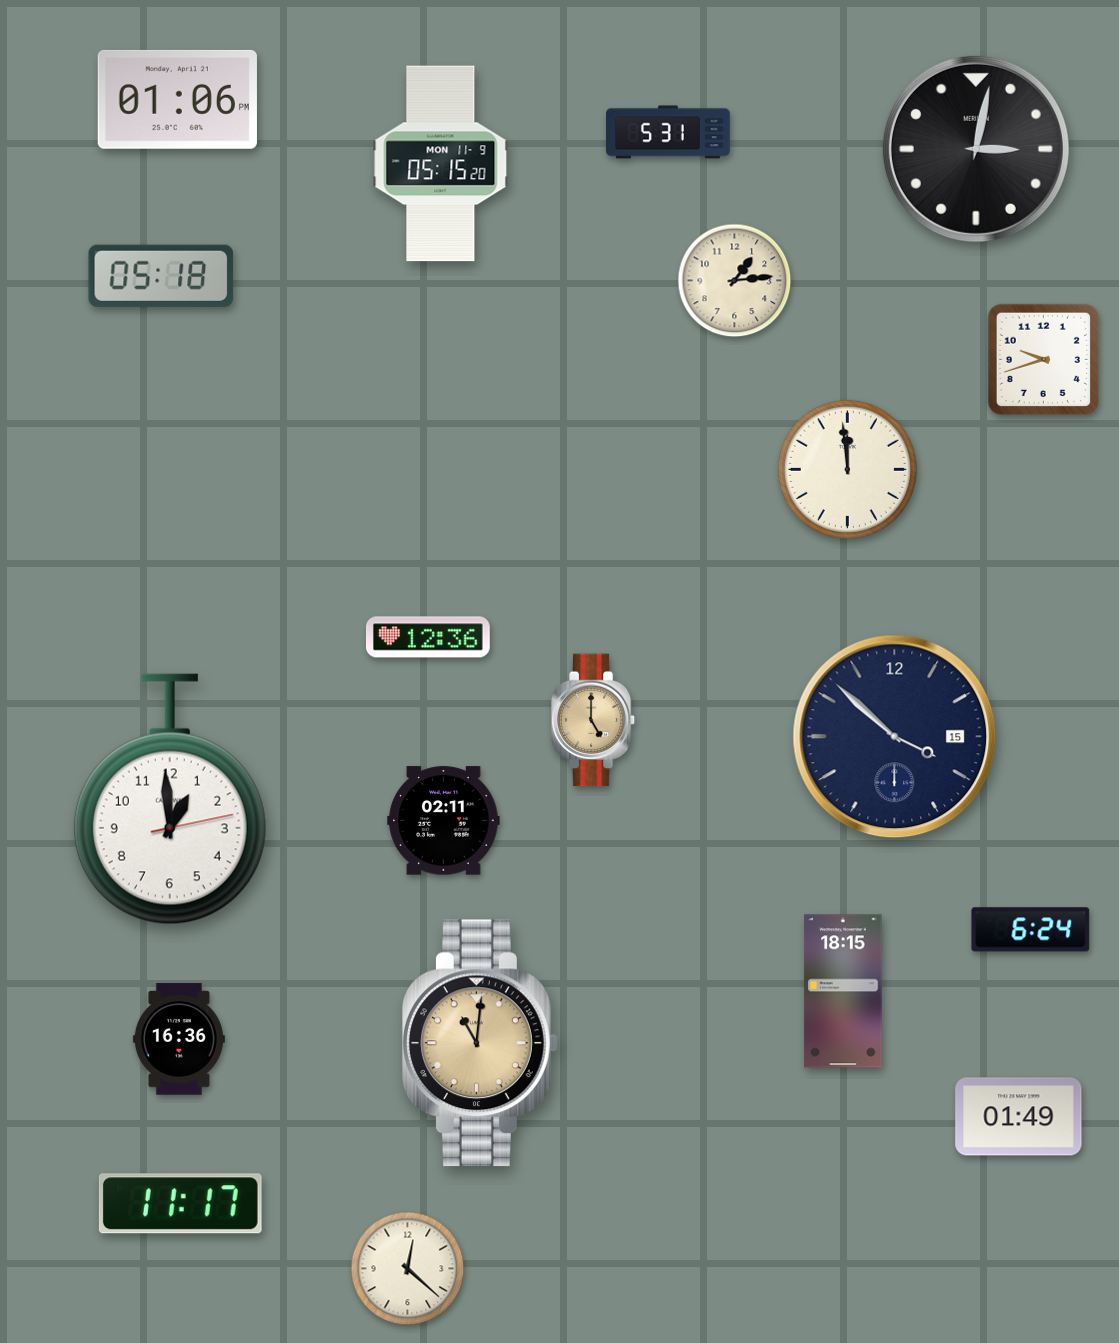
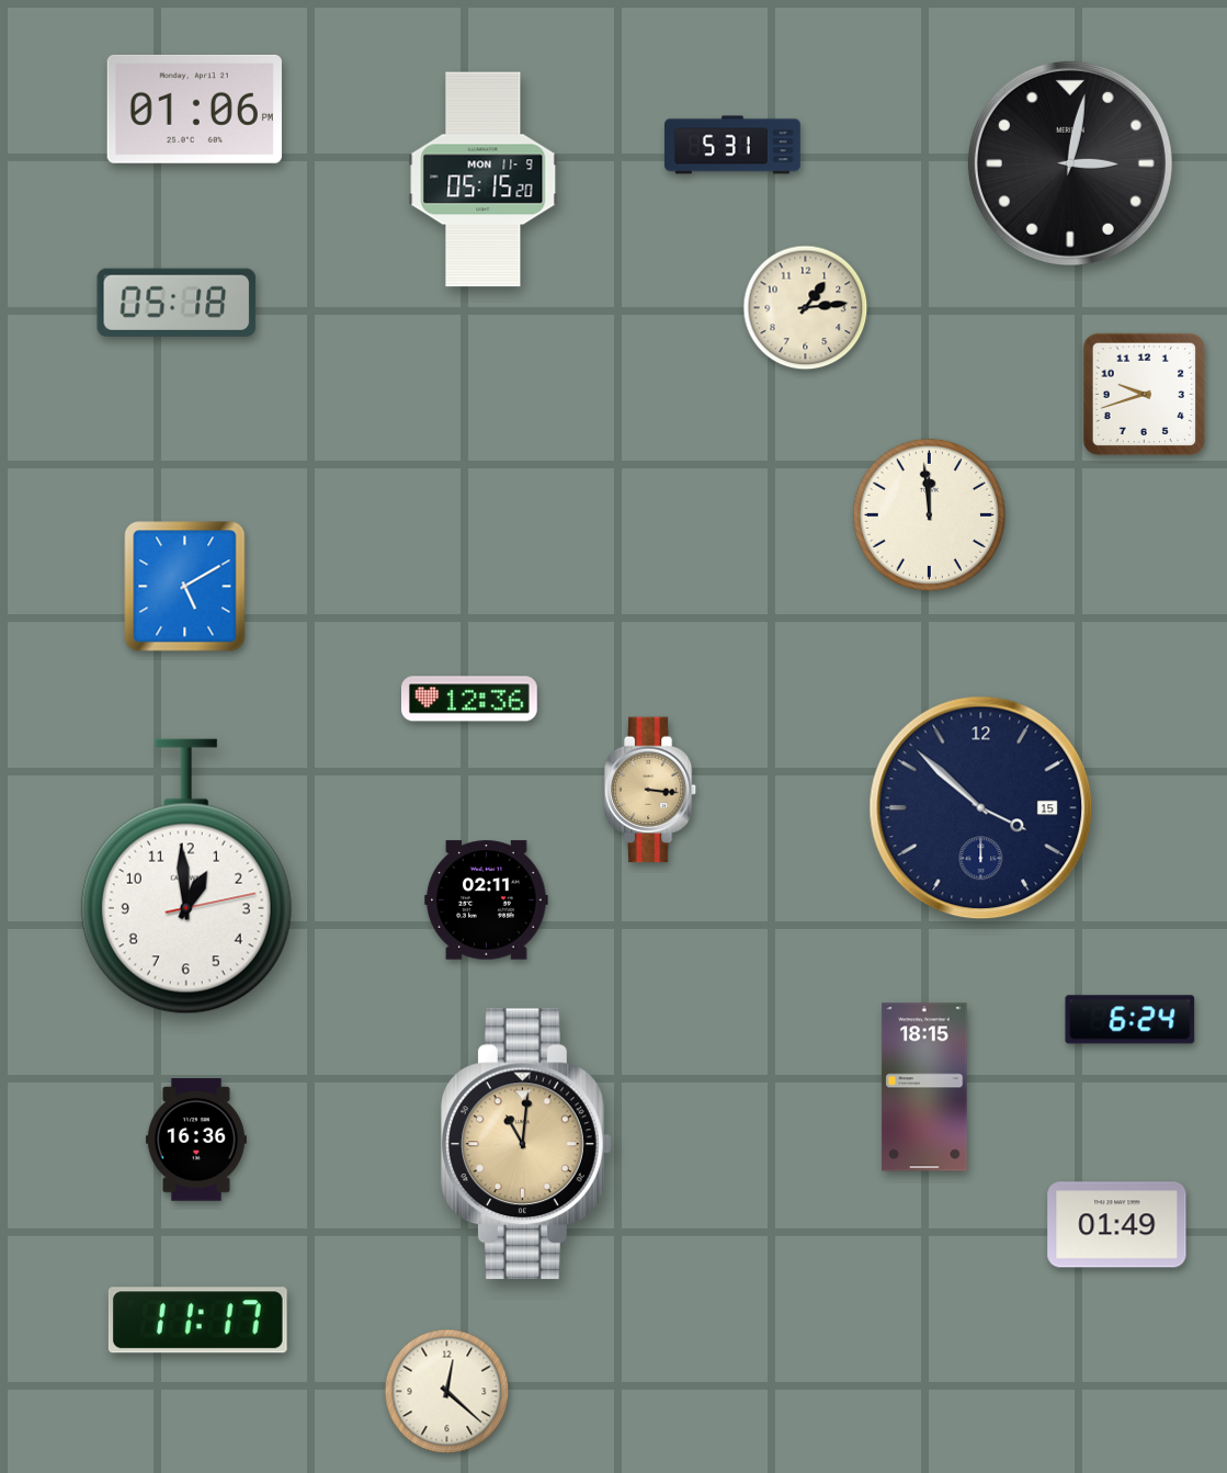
clock at (185, 587): none -> 5:10
clock at (593, 720): 5:00 -> 3:16
